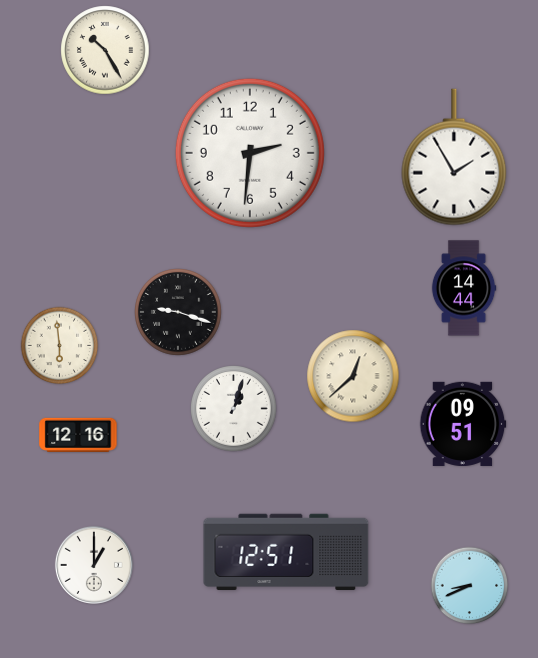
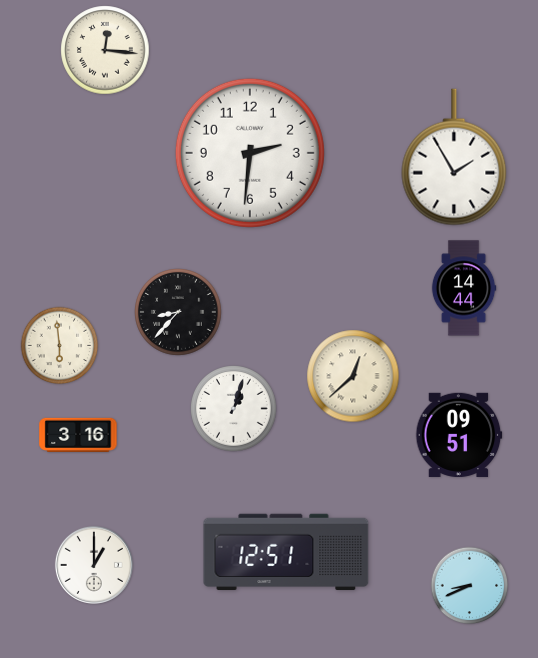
clock at (105, 50): 10:25 -> 12:16
clock at (178, 312): 9:18 -> 8:37
clock at (463, 424) position: (463, 424) -> (459, 435)
clock at (78, 434): 12:16 -> 3:16
